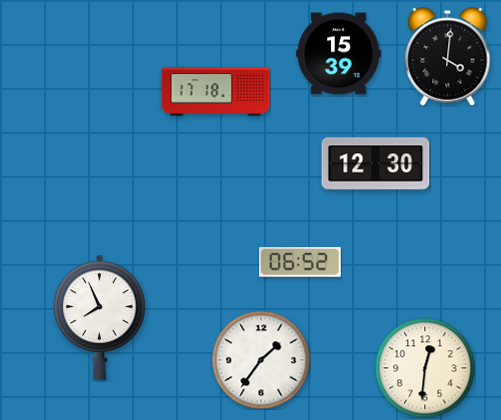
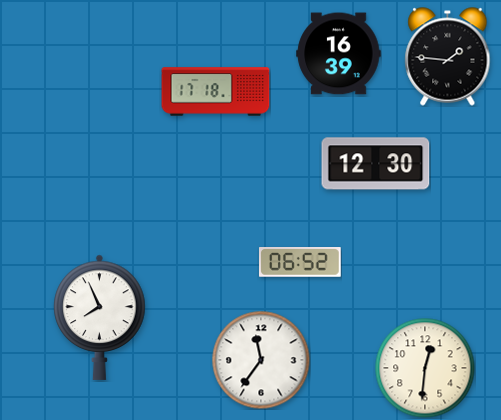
clock at (339, 54): 15:39 -> 16:39
clock at (448, 57): 4:01 -> 1:46
clock at (261, 360): 1:36 -> 11:36
